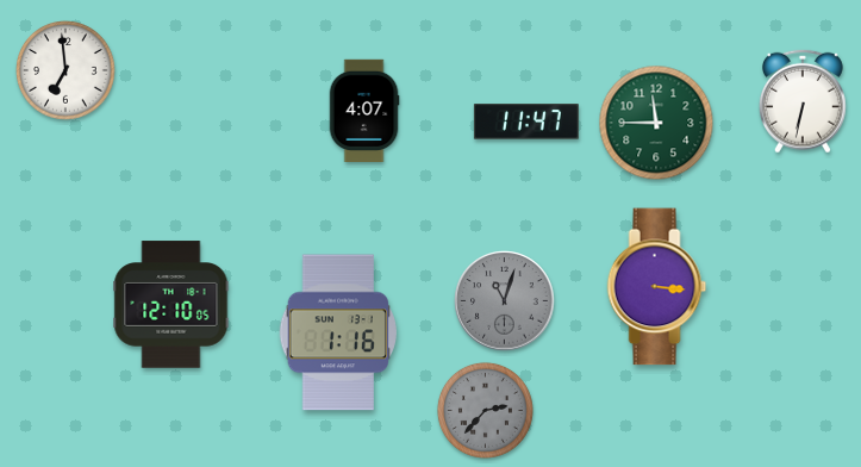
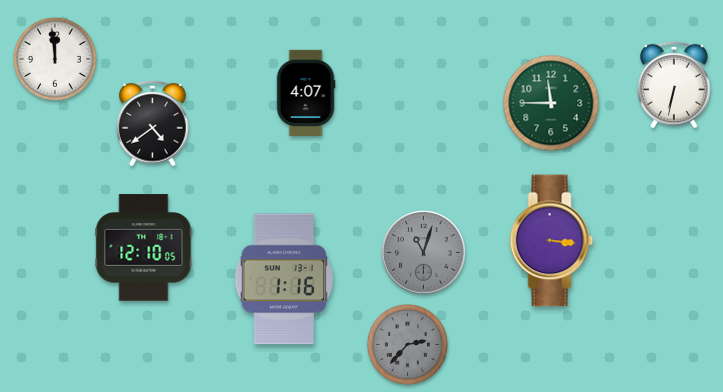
clock at (65, 70): 6:59 -> 11:59
clock at (526, 122): 11:47 -> none
clock at (153, 123): none -> 4:39
clock at (171, 305) position: (171, 305) -> (144, 248)
